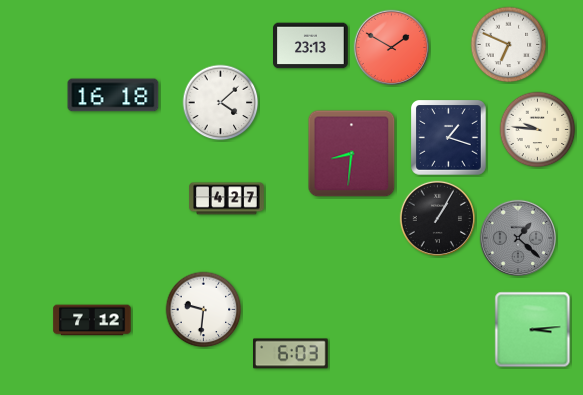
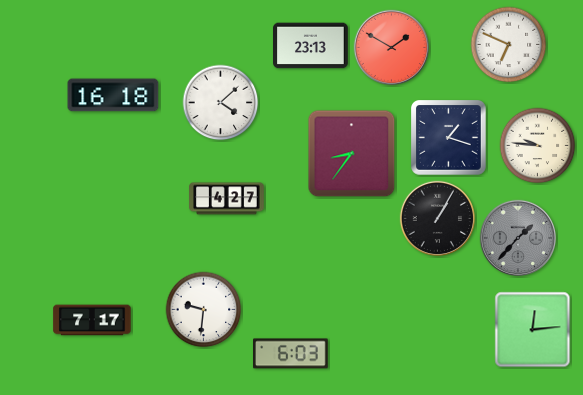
clock at (538, 130) position: (538, 130) -> (538, 146)
clock at (352, 154): 8:31 -> 8:36
clock at (517, 237): 1:22 -> 1:37
clock at (92, 320): 7:12 -> 7:17
clock at (533, 330): 3:14 -> 12:14
